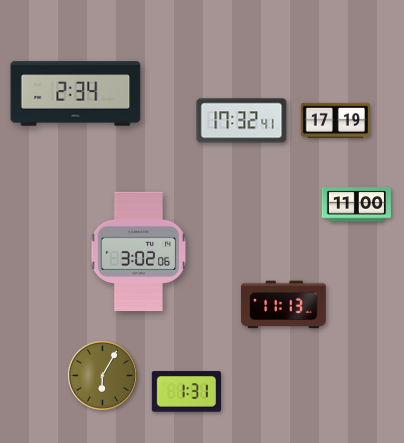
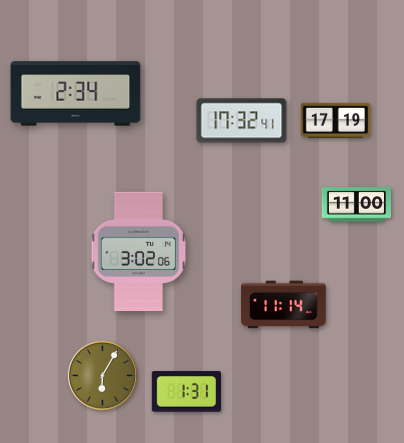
clock at (284, 305): 11:13 -> 11:14
